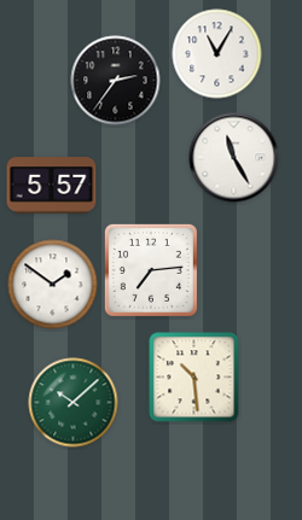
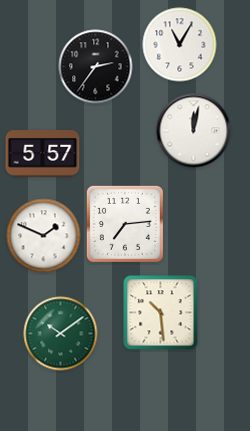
clock at (234, 158): 11:25 -> 12:02
clock at (53, 285): 1:51 -> 1:49
clock at (74, 403): 10:08 -> 10:09
